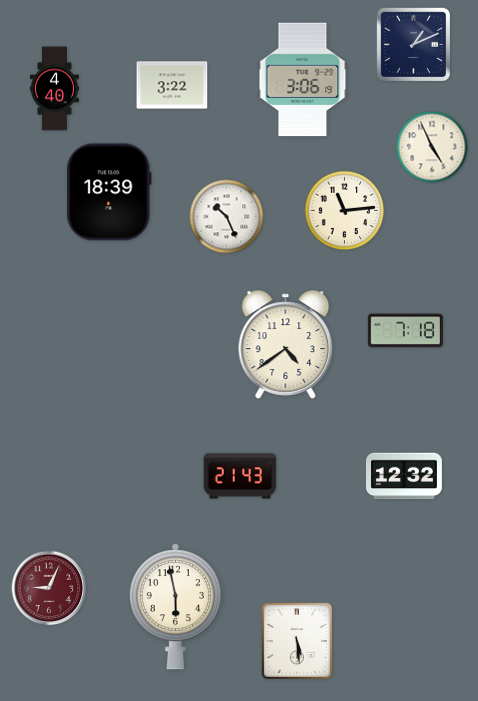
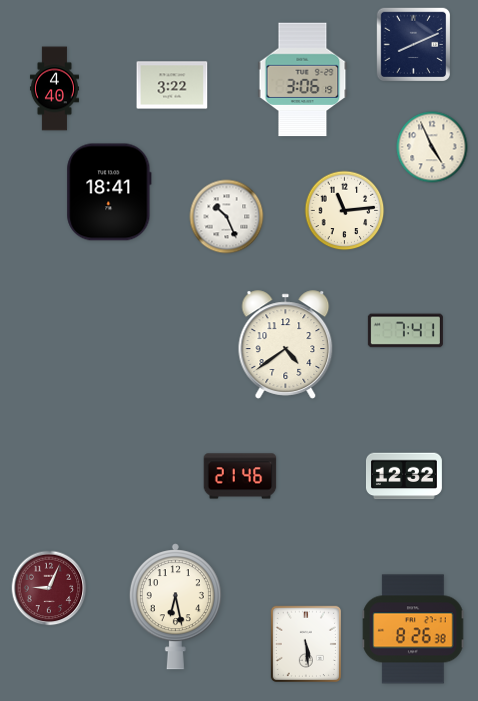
clock at (413, 44): 1:11 -> 8:11
clock at (109, 192): 18:39 -> 18:41
clock at (405, 331): 7:18 -> 7:41
clock at (240, 476): 21:43 -> 21:46
clock at (175, 607): 5:58 -> 6:28
clock at (413, 629): none -> 8:26
clock at (297, 640) position: (297, 640) -> (306, 643)
